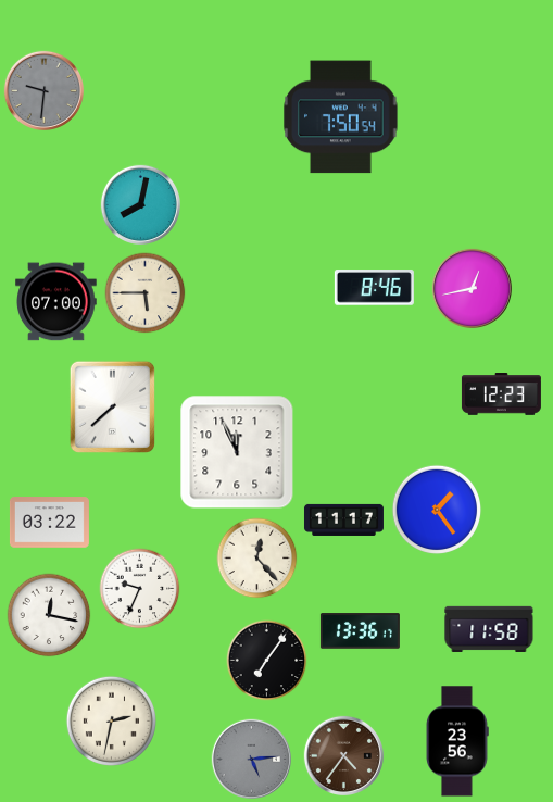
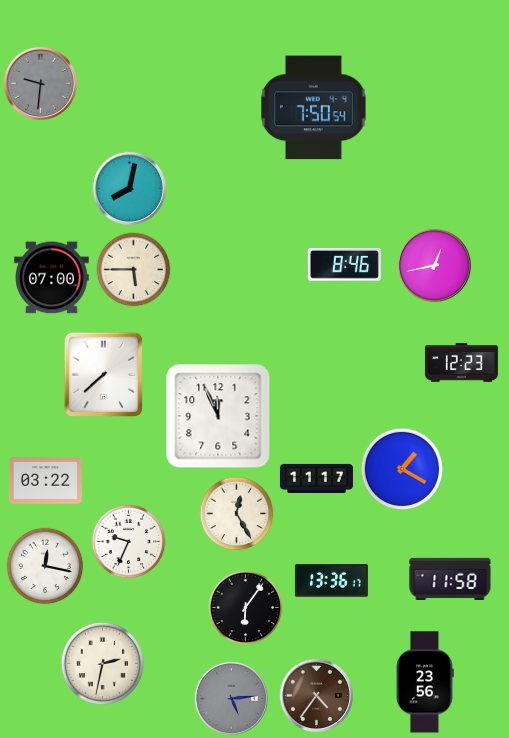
clock at (437, 510): 1:24 -> 1:20
clock at (257, 559): 12:23 -> 12:25
clock at (267, 661): 7:06 -> 6:06
clock at (457, 741) position: (457, 741) -> (425, 682)
